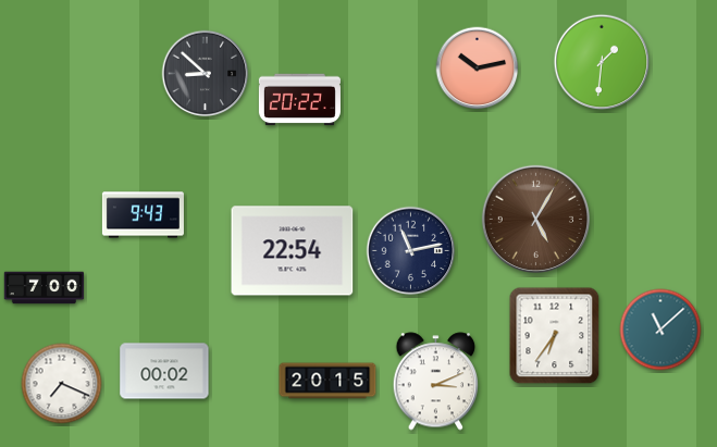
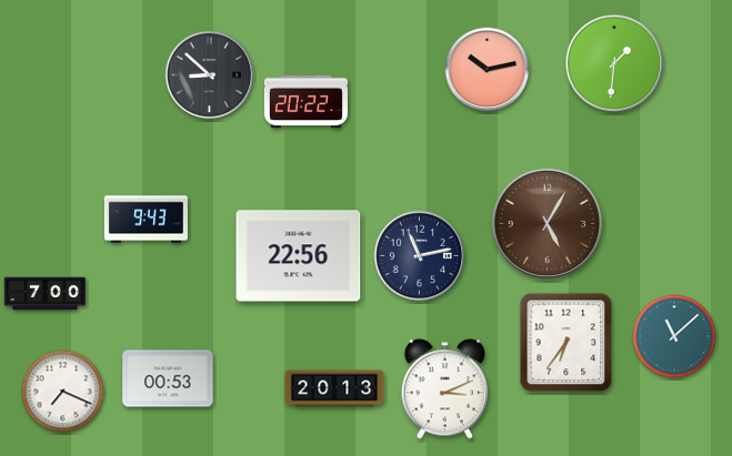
clock at (293, 251): 22:54 -> 22:56
clock at (164, 371): 00:02 -> 00:53
clock at (327, 381): 20:15 -> 20:13
